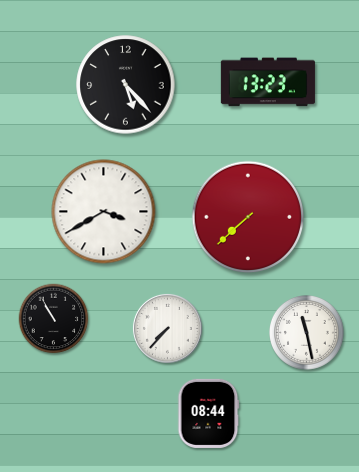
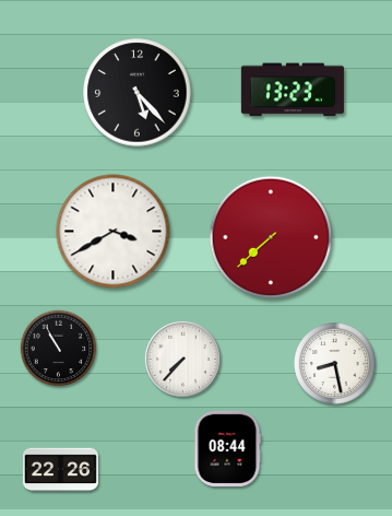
clock at (307, 333): 11:28 -> 8:28
clock at (209, 413) position: (209, 413) -> (228, 448)
clock at (60, 470): none -> 22:26
